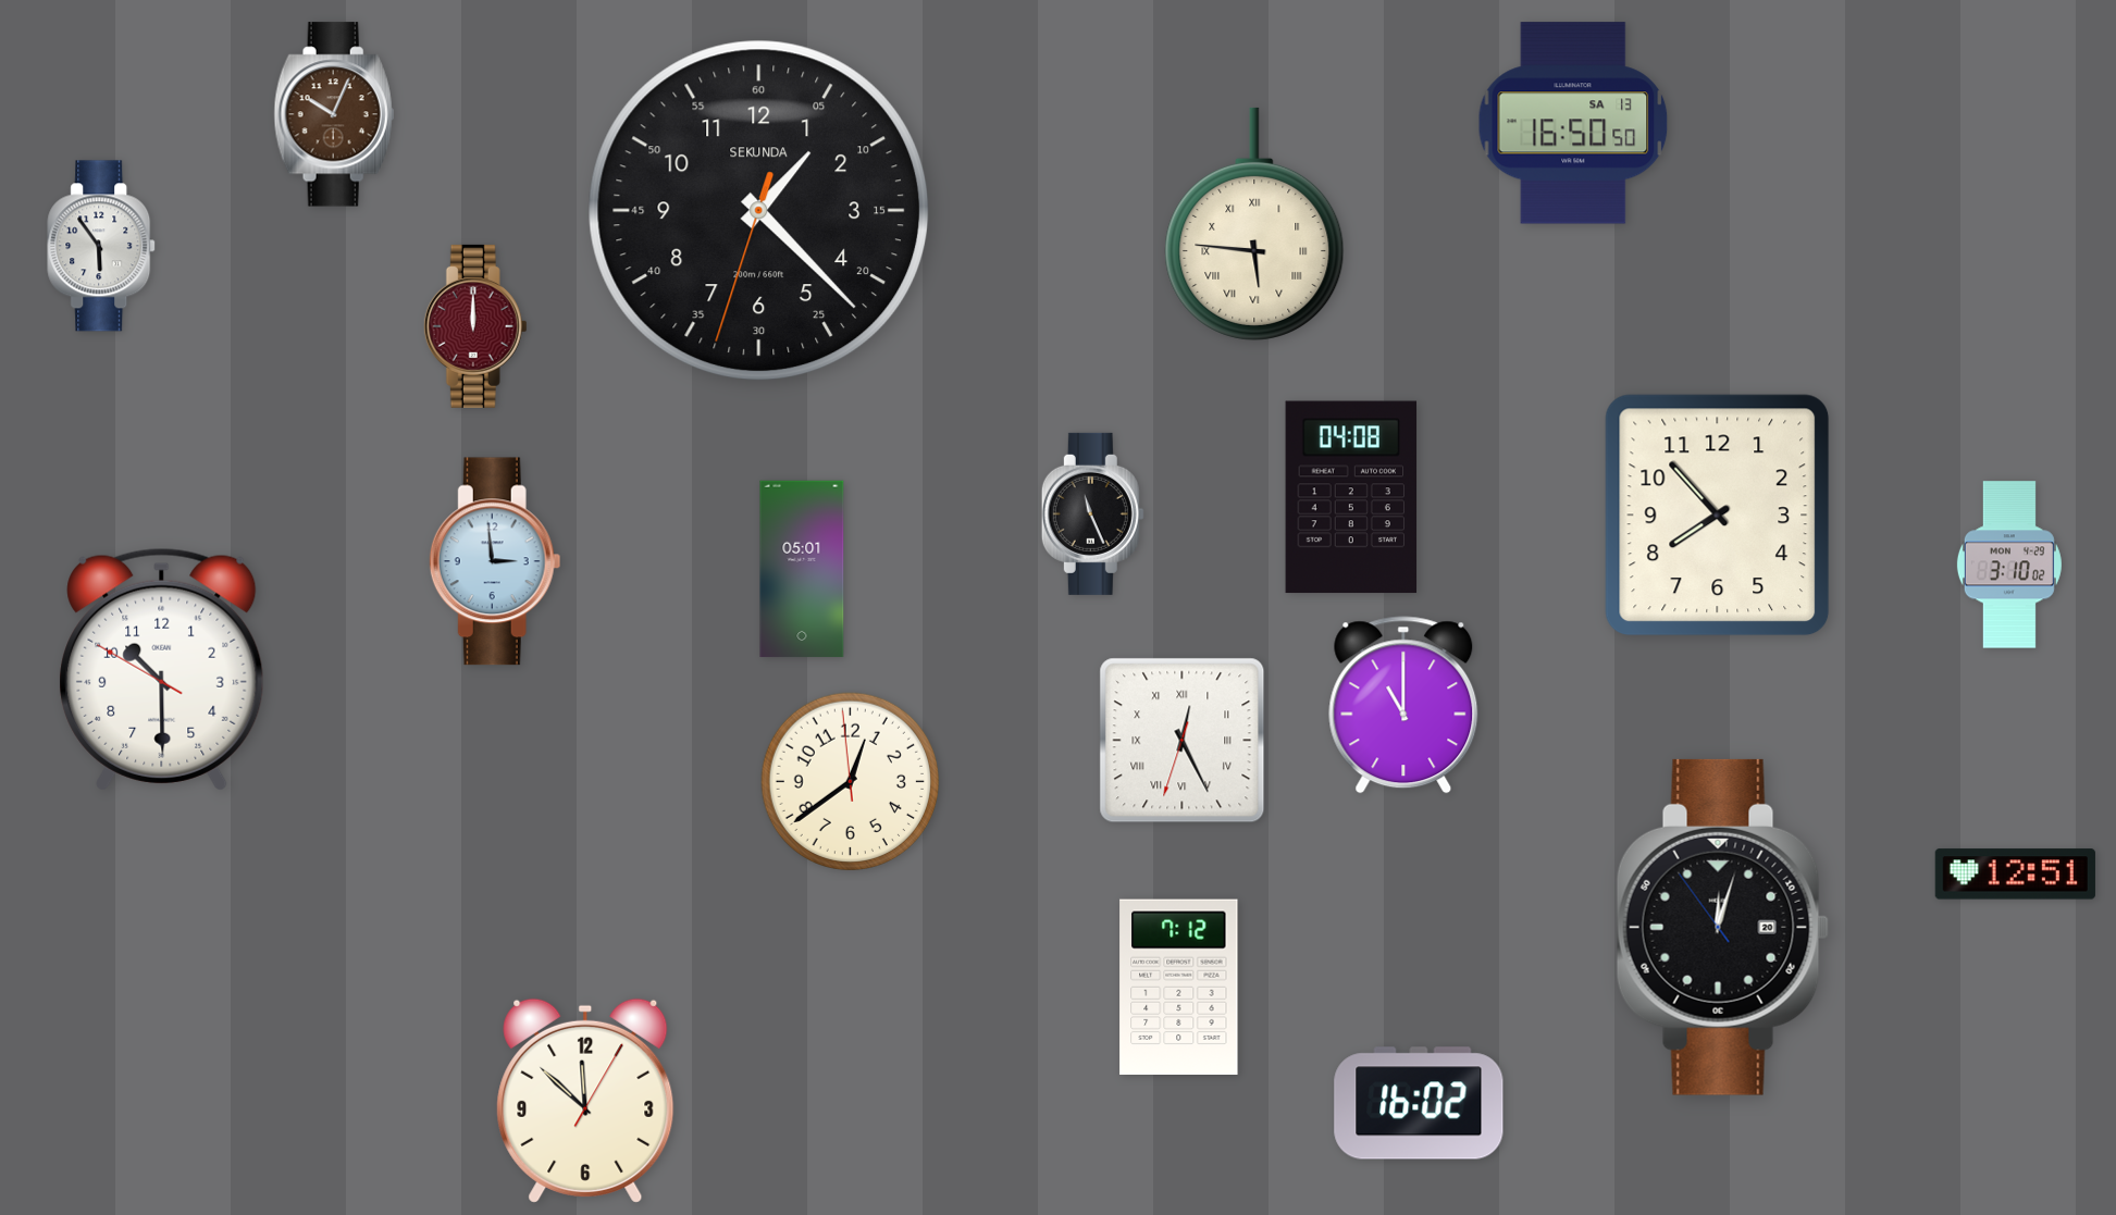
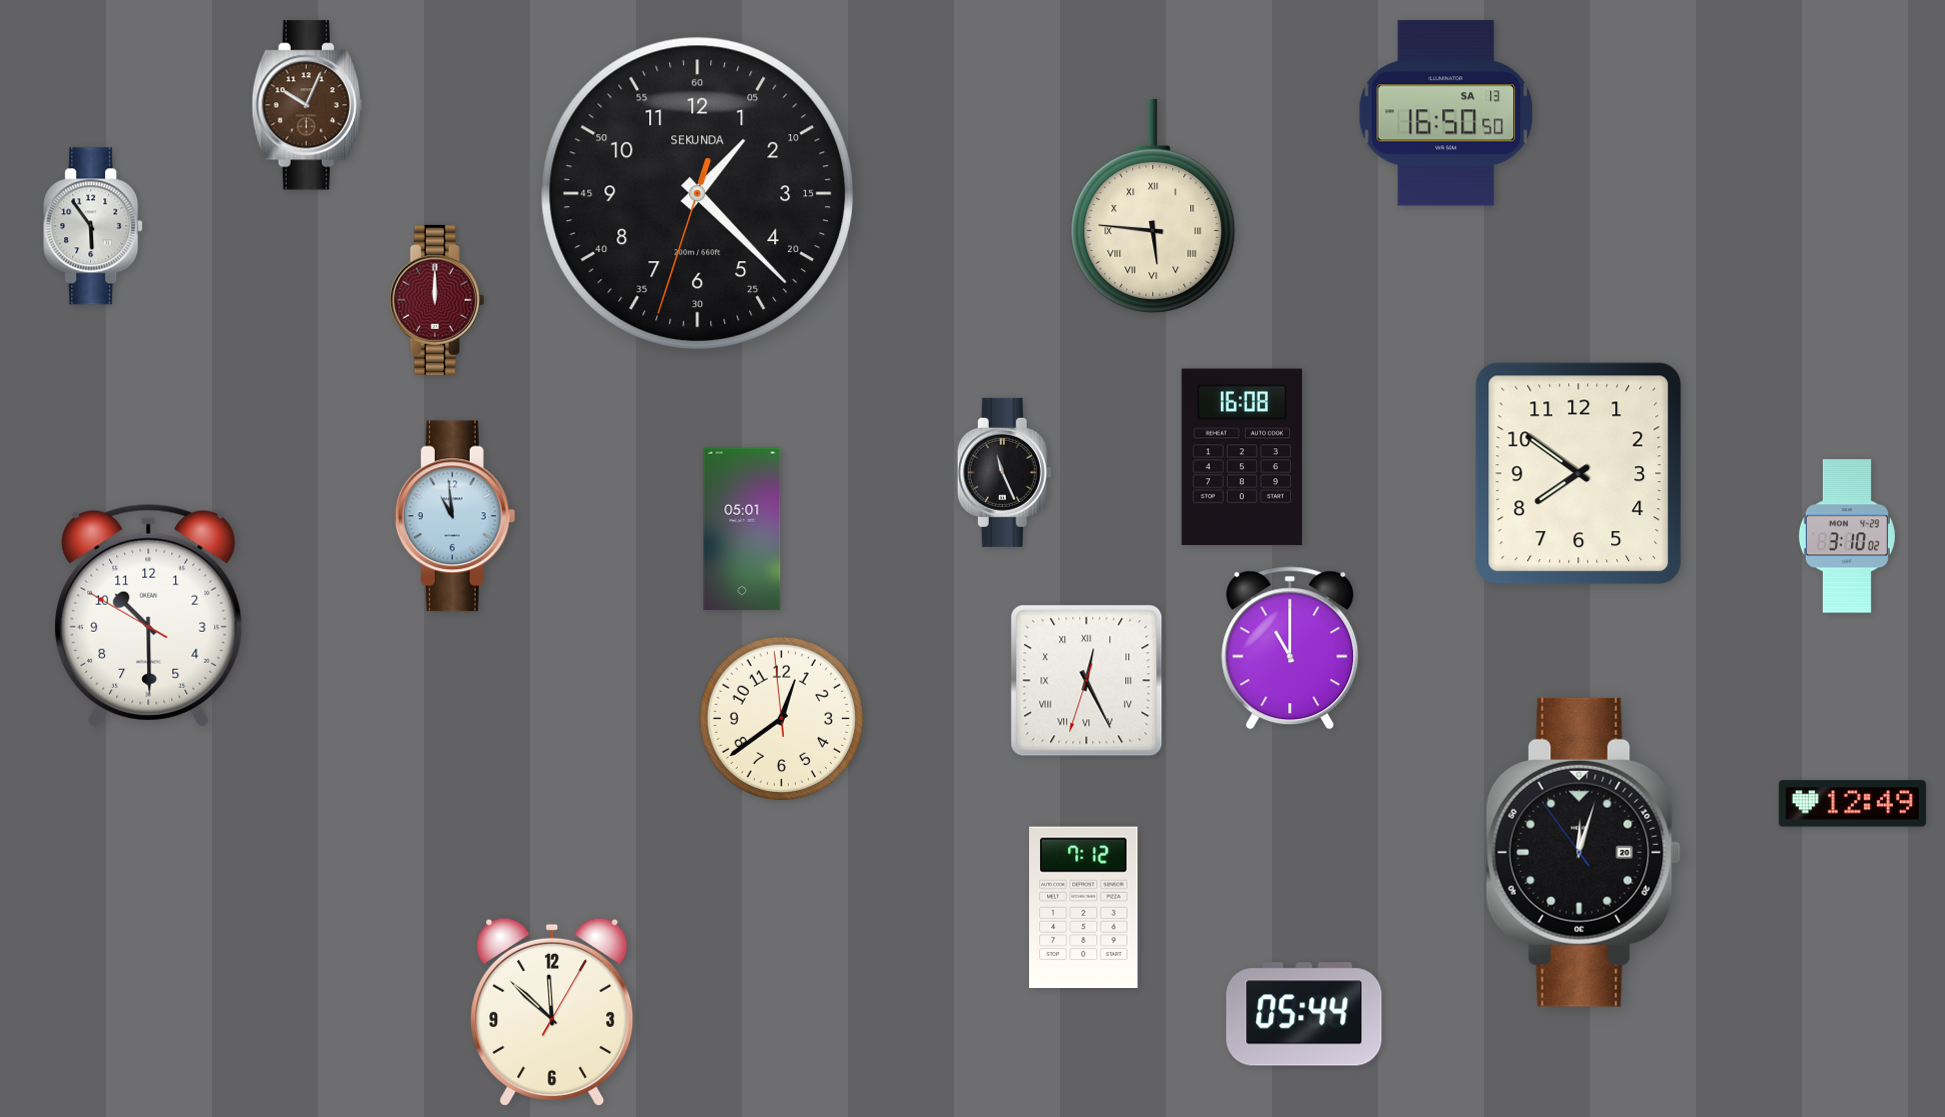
clock at (1351, 497): 04:08 -> 16:08
clock at (1718, 516): 7:53 -> 7:51
clock at (495, 561): 2:59 -> 10:59
clock at (2009, 565) position: (2009, 565) -> (1847, 536)
clock at (802, 569) position: (802, 569) -> (742, 529)
clock at (2015, 875): 12:51 -> 12:49
clock at (585, 1101) position: (585, 1101) -> (552, 1012)
clock at (1419, 1103): 16:02 -> 05:44
